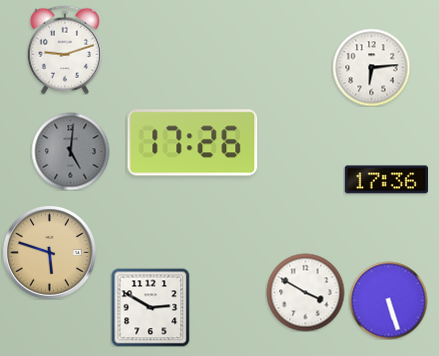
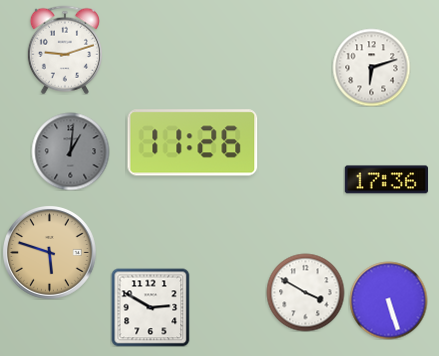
clock at (371, 67): 6:14 -> 6:12
clock at (193, 143): 17:26 -> 11:26
clock at (70, 151): 5:01 -> 1:01
